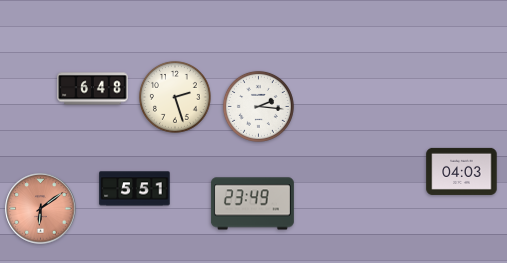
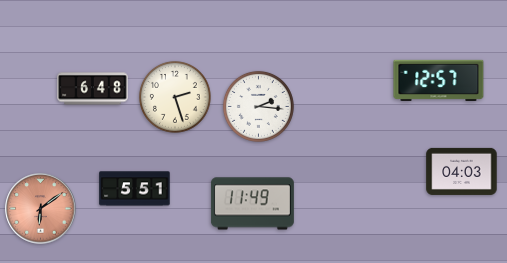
clock at (439, 80): none -> 12:57
clock at (252, 204): 23:49 -> 11:49
